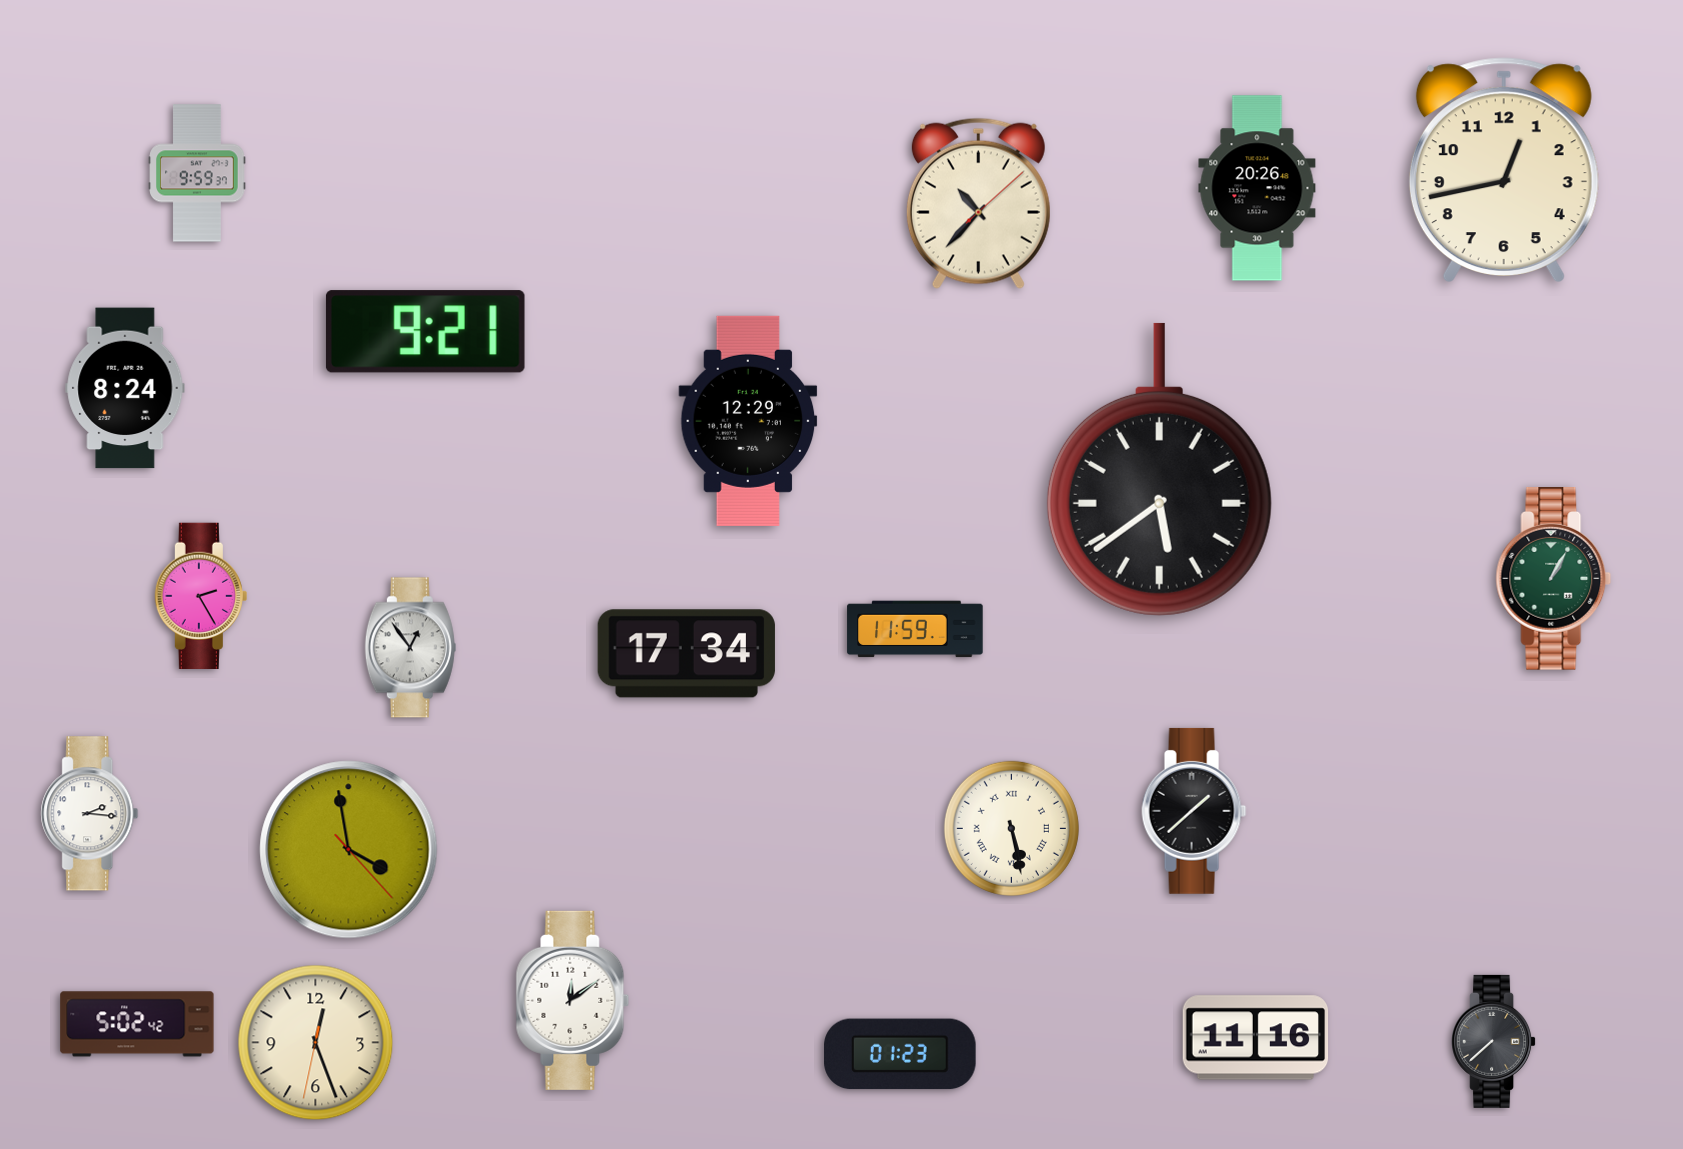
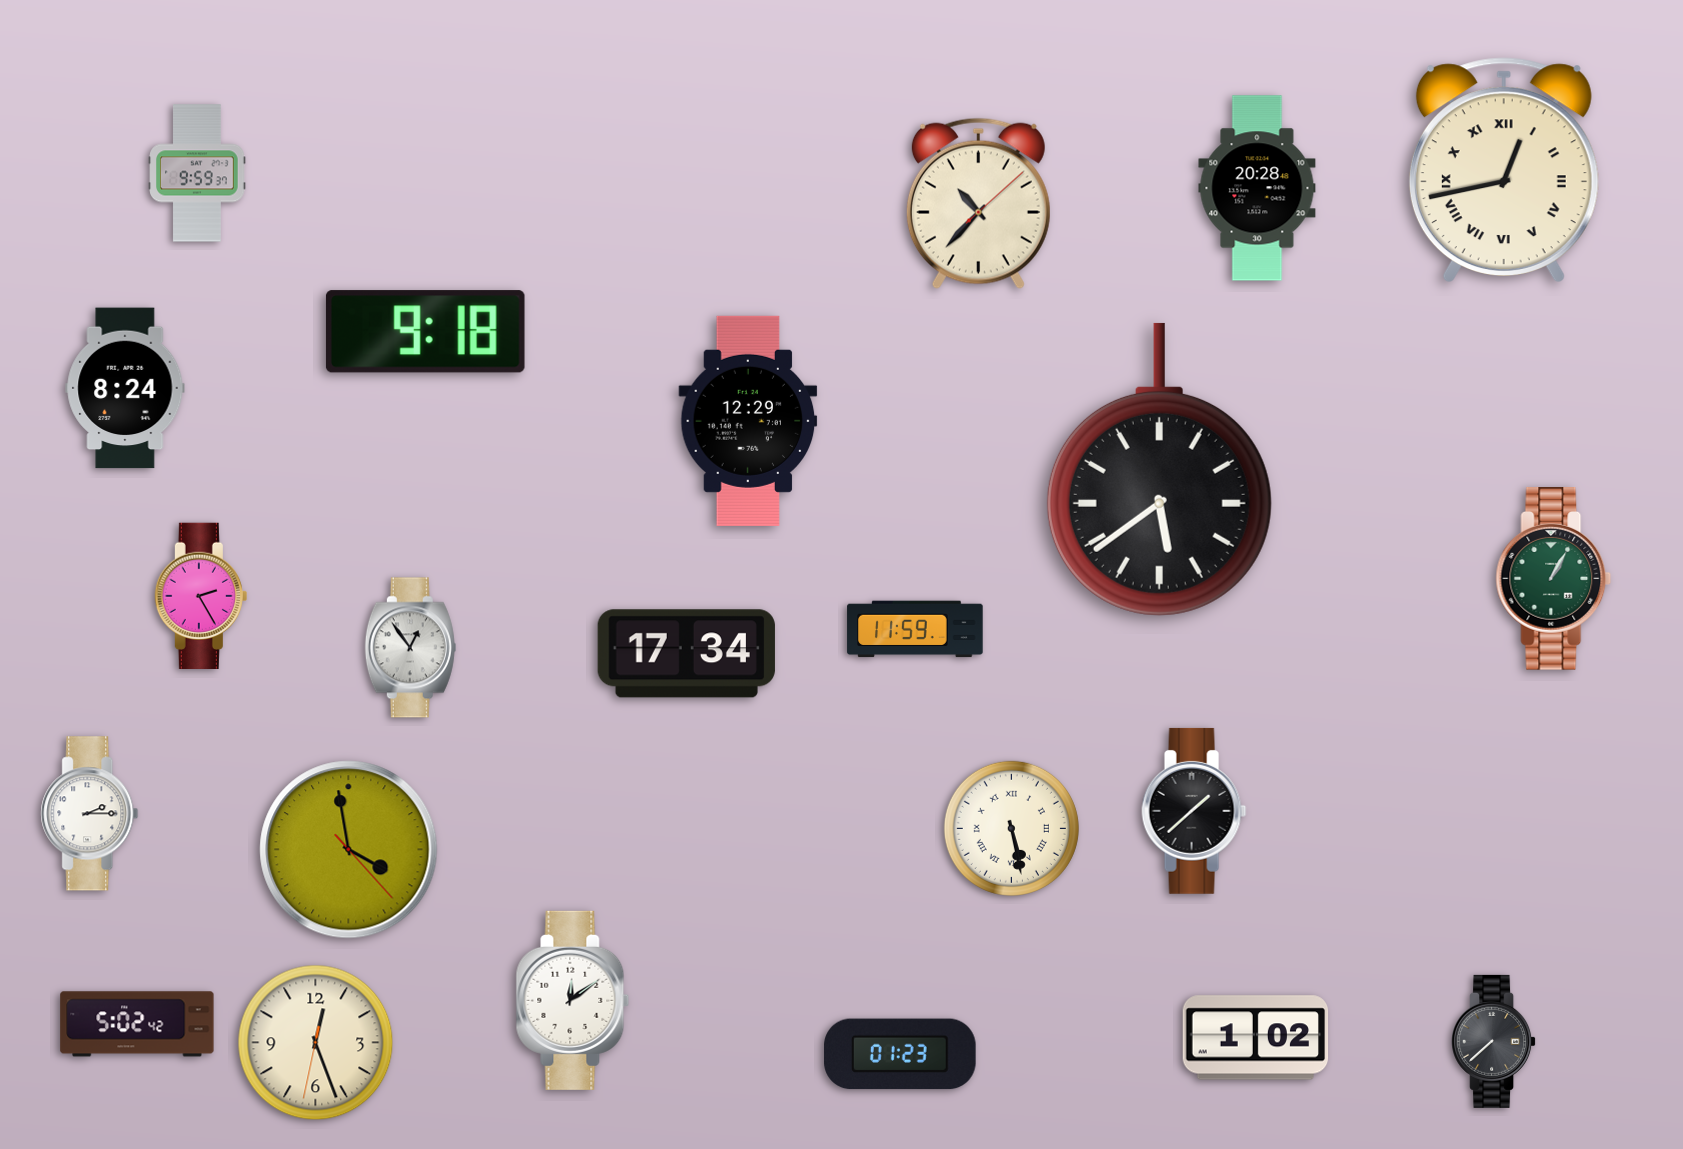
clock at (1504, 169) numerals: Arabic -> Roman
clock at (1257, 188): 20:26 -> 20:28
clock at (425, 332): 9:21 -> 9:18
clock at (90, 814): 2:16 -> 2:15
clock at (1256, 1038): 11:16 -> 1:02
